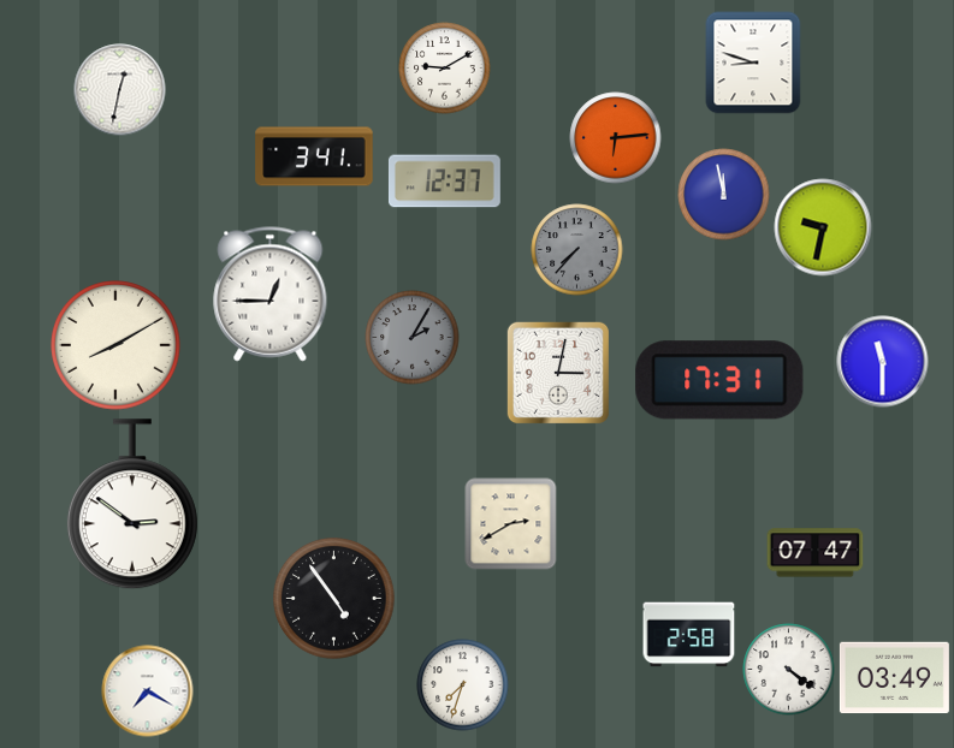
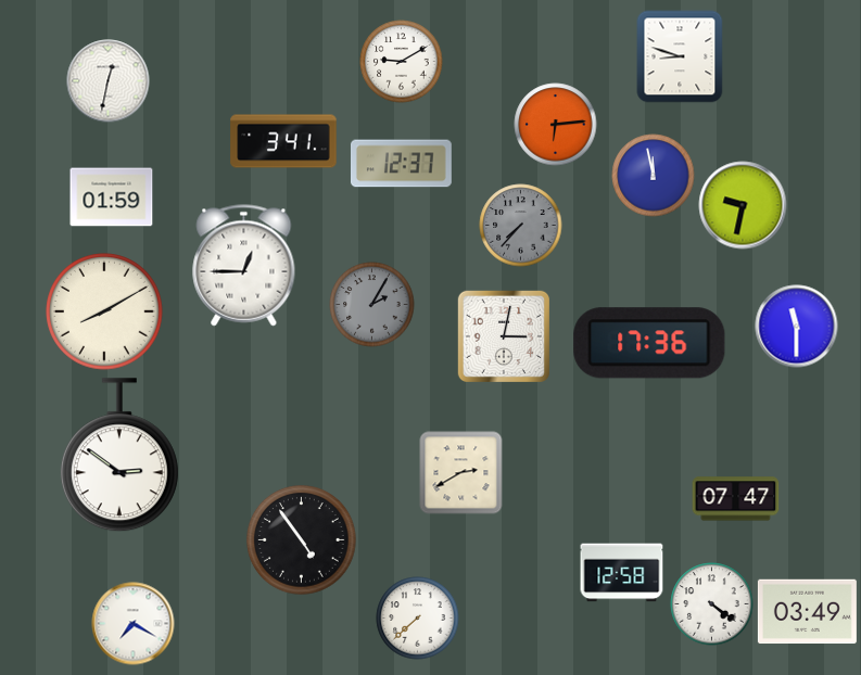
clock at (112, 198): none -> 01:59
clock at (719, 380): 17:31 -> 17:36
clock at (689, 635): 2:58 -> 12:58
clock at (463, 685): 7:33 -> 7:38
